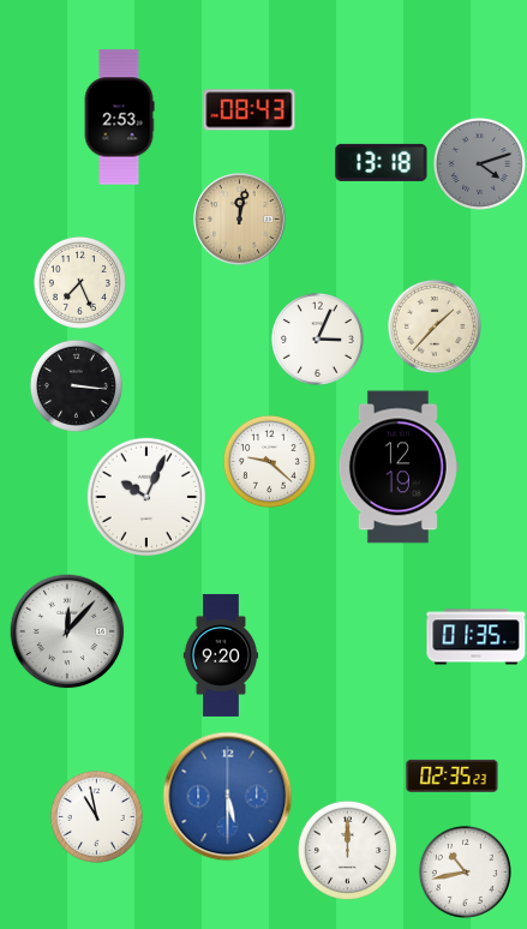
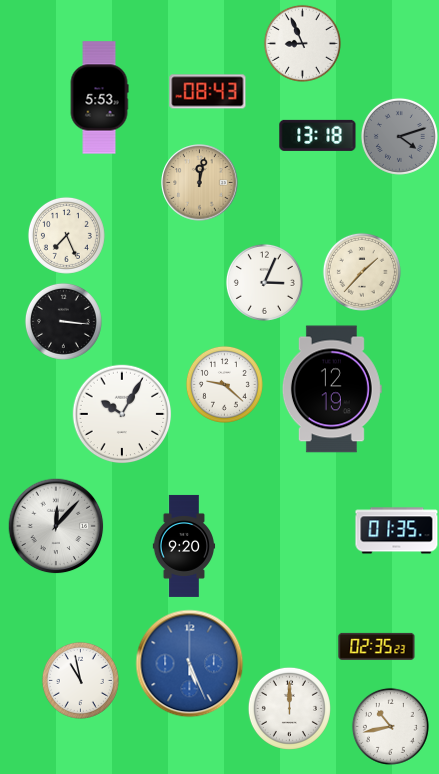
clock at (302, 43): none -> 8:56
clock at (119, 118): 2:53 -> 5:53
clock at (146, 497): 10:04 -> 10:05
clock at (228, 797): 5:30 -> 5:26
clock at (465, 871) position: (465, 871) -> (390, 726)
